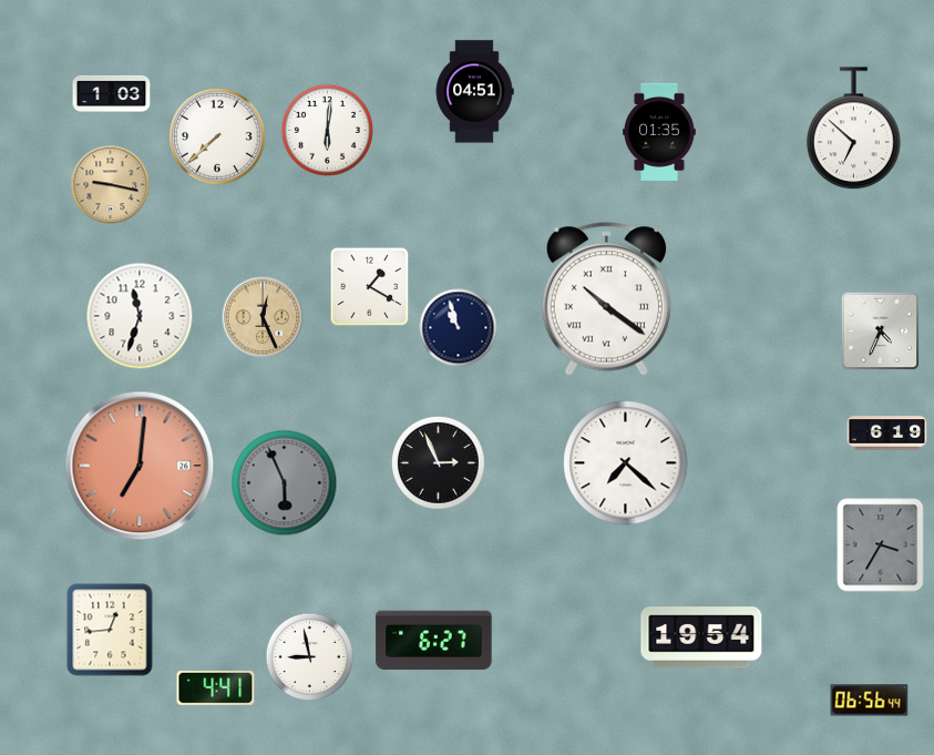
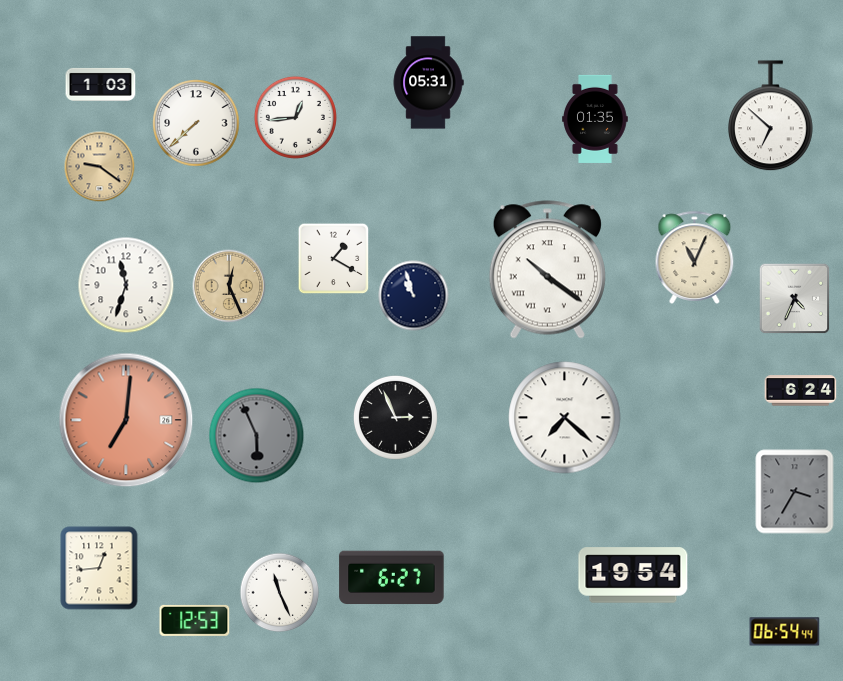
clock at (474, 92): 04:51 -> 05:31
clock at (327, 130): 6:01 -> 12:44
clock at (111, 185): 9:17 -> 9:21
clock at (695, 257): none -> 11:04
clock at (263, 317) position: (263, 317) -> (229, 286)
clock at (887, 433): 6:19 -> 6:24
clock at (310, 657): 8:58 -> 11:26
clock at (216, 687): 4:41 -> 12:53
clock at (870, 701): 06:56 -> 06:54
